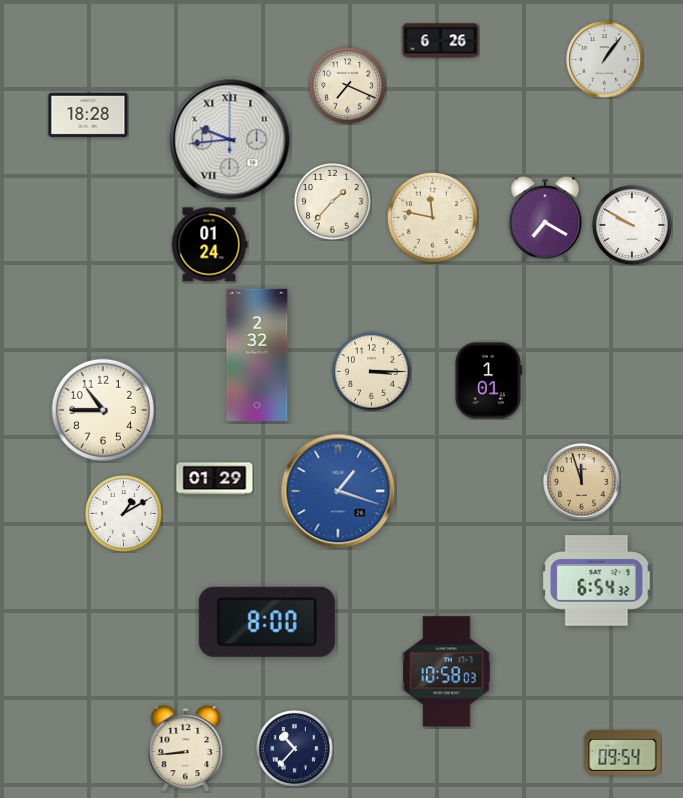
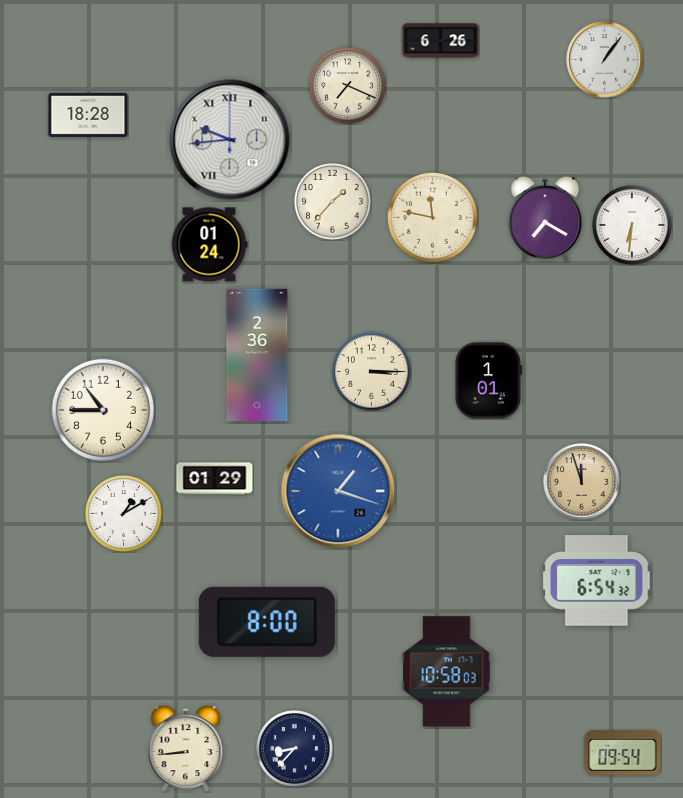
clock at (632, 225): 9:50 -> 6:31
clock at (257, 355): 2:32 -> 2:36
clock at (295, 749): 10:37 -> 8:37
